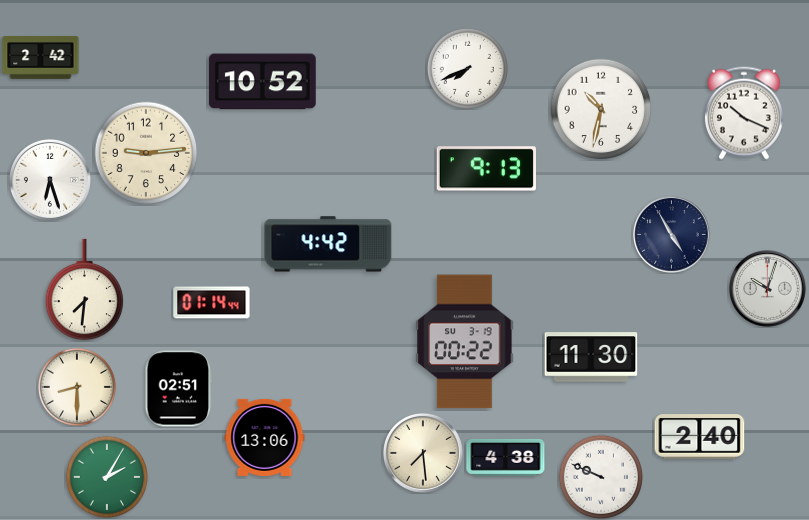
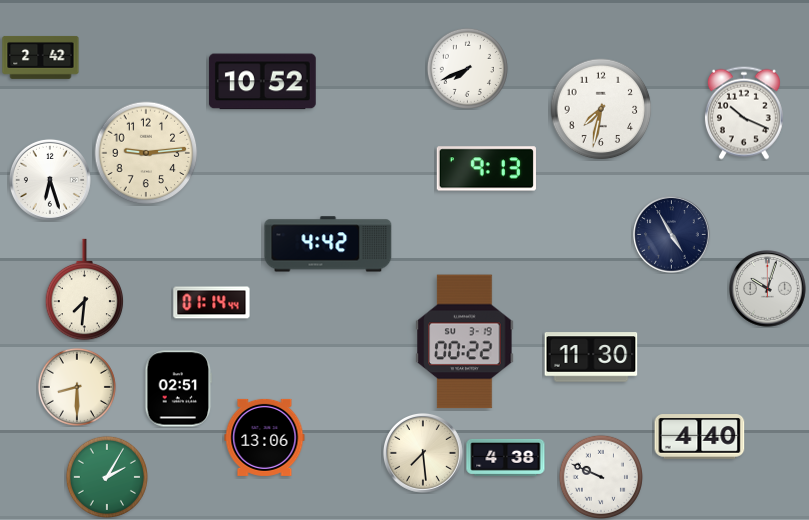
clock at (601, 109): 10:32 -> 7:32
clock at (700, 437): 2:40 -> 4:40
